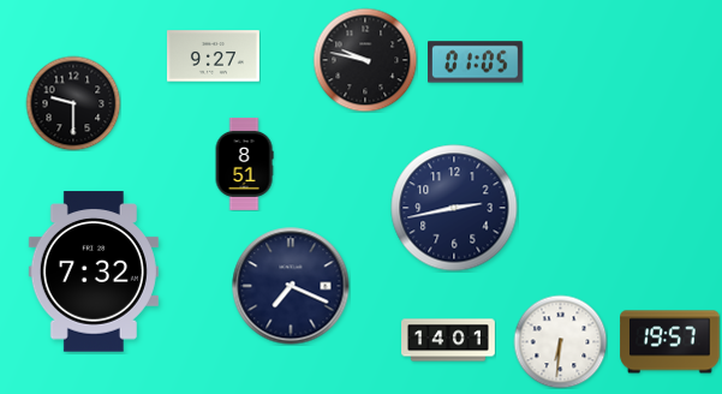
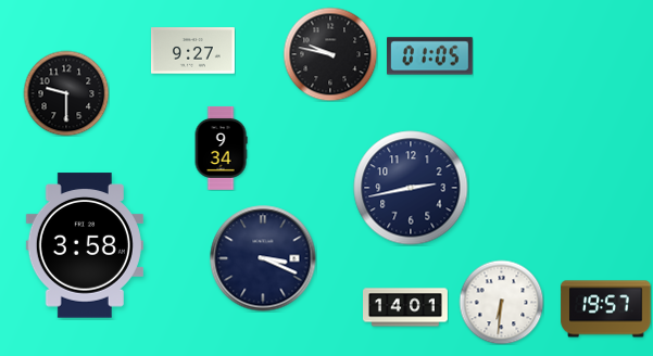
clock at (244, 163): 8:51 -> 9:34
clock at (94, 271): 7:32 -> 3:58
clock at (291, 286): 7:19 -> 3:19
clock at (560, 341) position: (560, 341) -> (501, 302)
